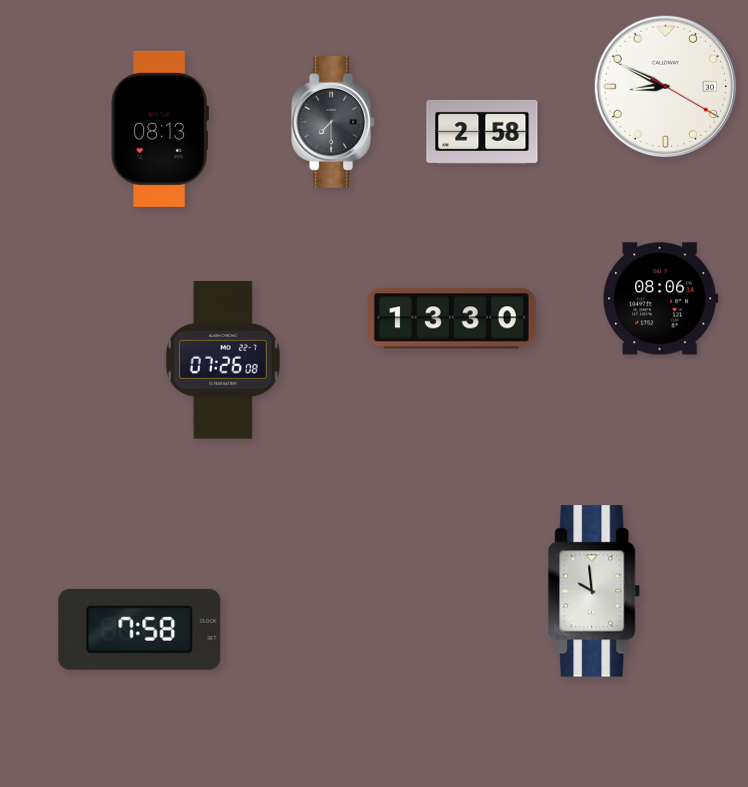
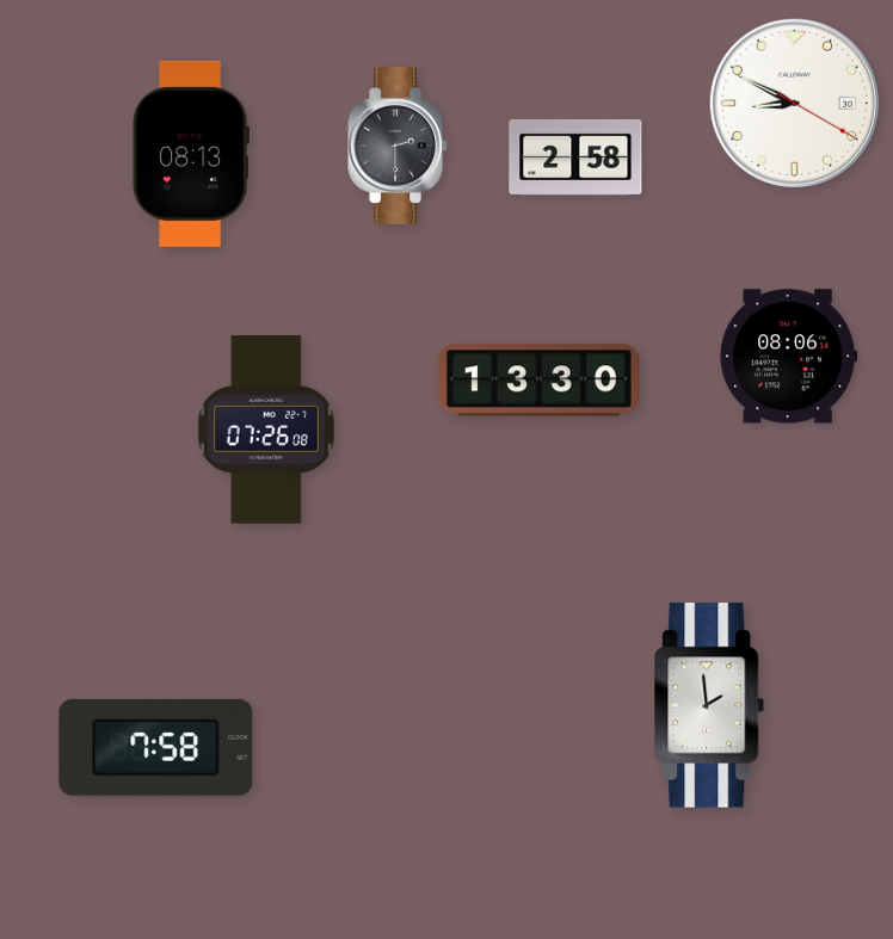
clock at (333, 122): 7:30 -> 2:30
clock at (595, 591): 9:59 -> 1:59
clock at (140, 629) position: (140, 629) -> (156, 747)
